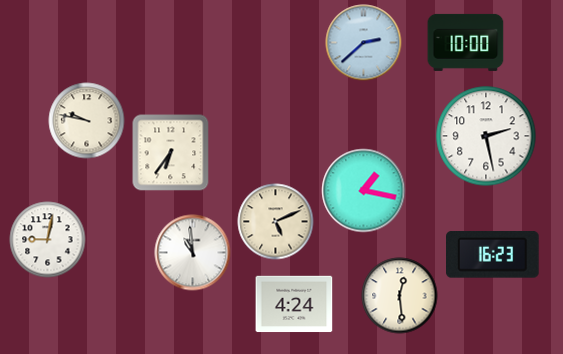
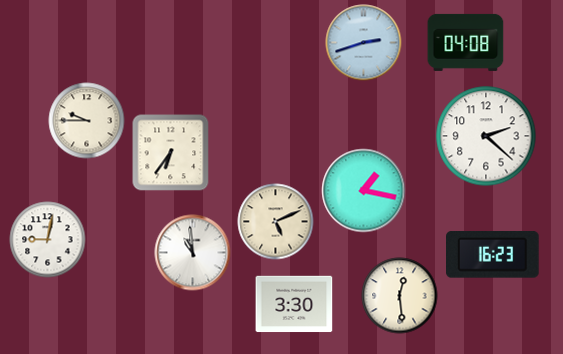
clock at (466, 42): 10:00 -> 04:08
clock at (364, 43): 2:38 -> 2:42
clock at (87, 121): 9:47 -> 9:45
clock at (486, 136): 2:28 -> 2:22
clock at (294, 304): 4:24 -> 3:30
